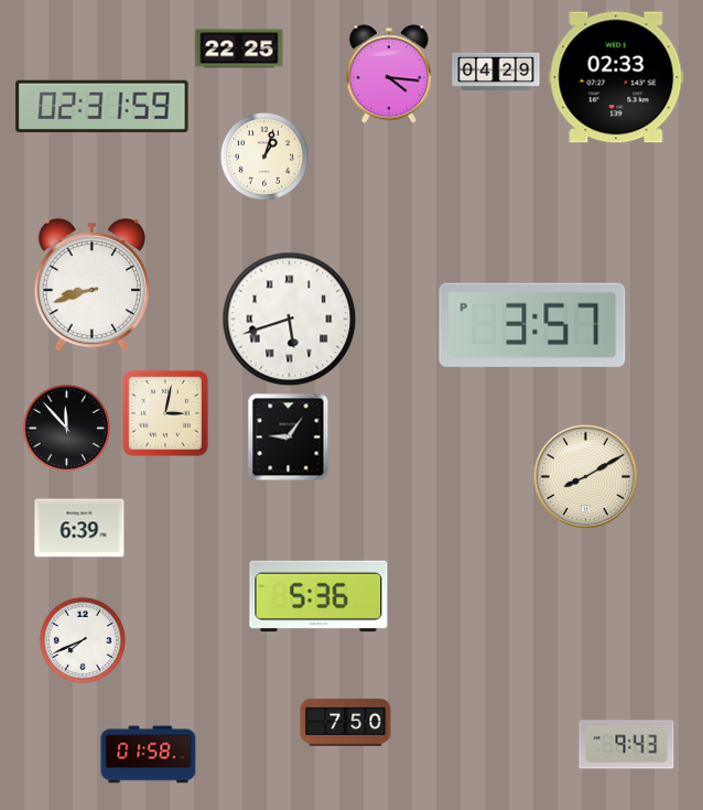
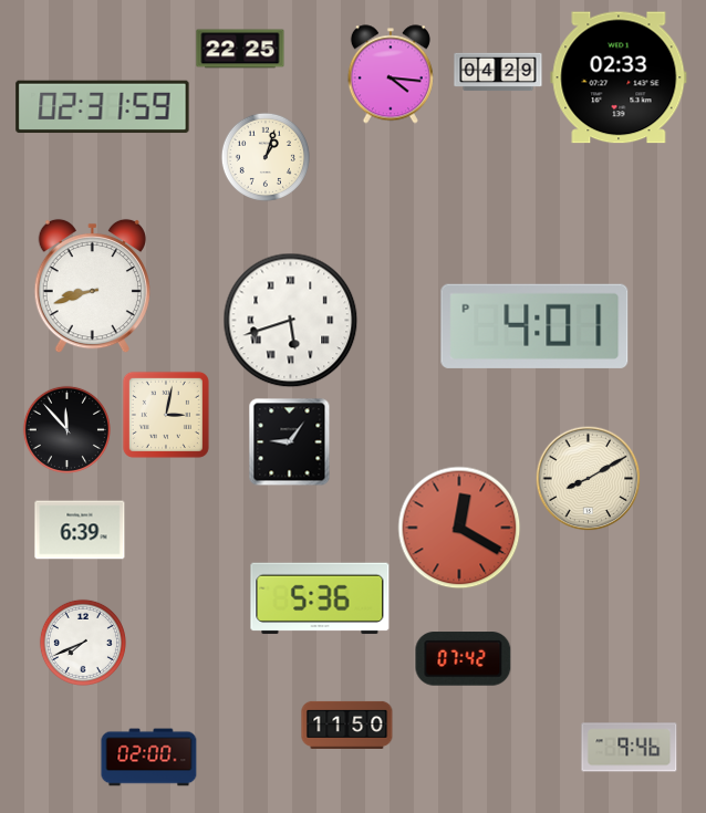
clock at (532, 325): 3:57 -> 4:01
clock at (289, 436) position: (289, 436) -> (290, 441)
clock at (459, 528): none -> 12:20
clock at (464, 659): none -> 07:42
clock at (346, 722): 7:50 -> 11:50
clock at (627, 745): 9:43 -> 9:46
clock at (149, 755): 01:58 -> 02:00
